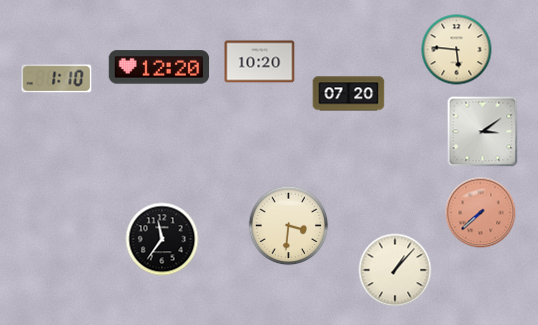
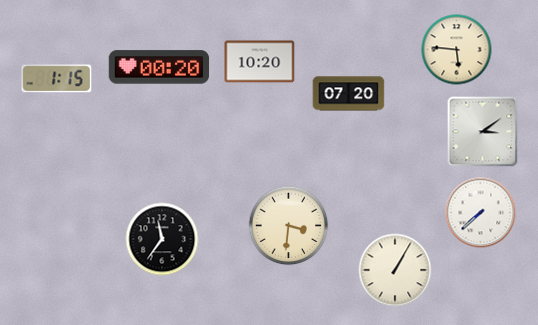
clock at (159, 67): 12:20 -> 00:20
clock at (57, 79): 1:10 -> 1:15
clock at (481, 213) dial: salmon -> white
clock at (395, 270): 1:07 -> 1:05
